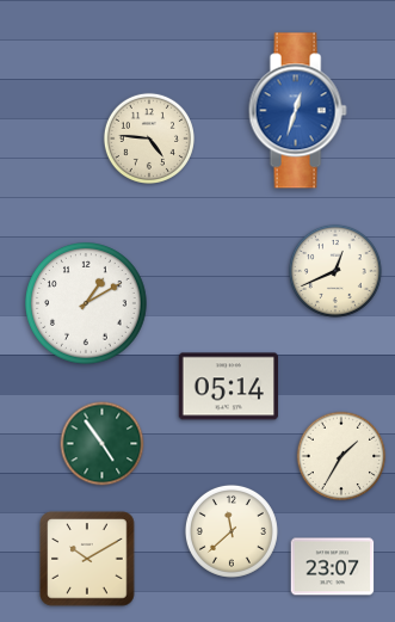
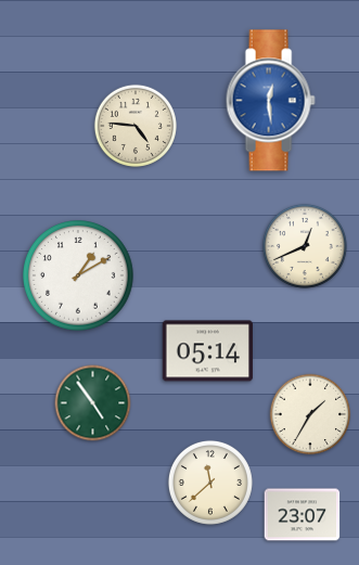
clock at (297, 111): 12:33 -> 12:29
clock at (87, 559): 10:10 -> none
